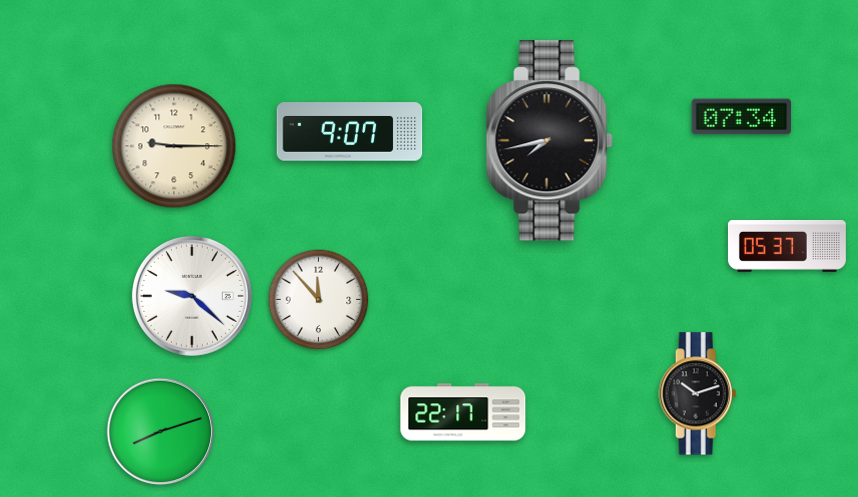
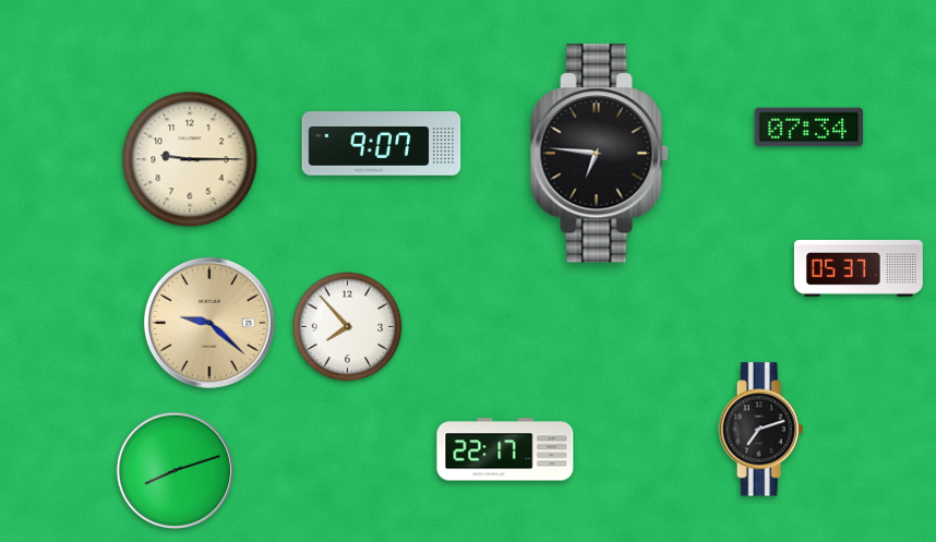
clock at (549, 141): 7:43 -> 6:46
clock at (192, 296) dial: white -> champagne
clock at (319, 300): 11:53 -> 7:53
clock at (698, 394): 10:12 -> 7:12
